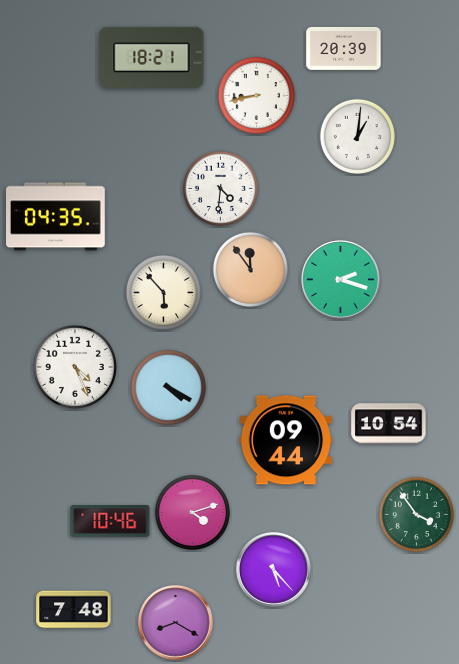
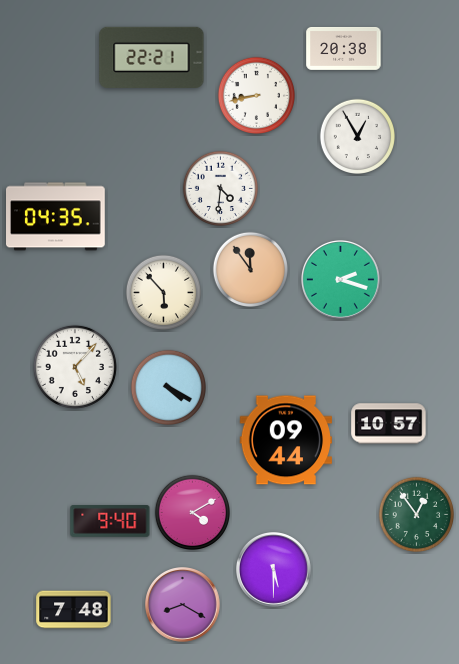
clock at (344, 48): 20:39 -> 20:38
clock at (152, 57): 18:21 -> 22:21
clock at (357, 136): 1:01 -> 12:55
clock at (75, 367): 4:26 -> 5:07
clock at (389, 424): 10:54 -> 10:57
clock at (192, 512): 4:12 -> 4:10
clock at (416, 514): 3:54 -> 12:54
clock at (110, 522): 10:46 -> 9:40
clock at (274, 570): 5:23 -> 5:30
clock at (176, 623) position: (176, 623) -> (183, 605)
